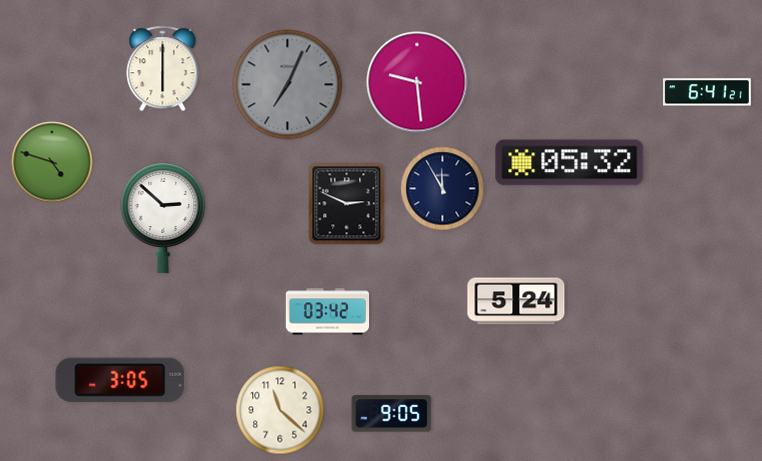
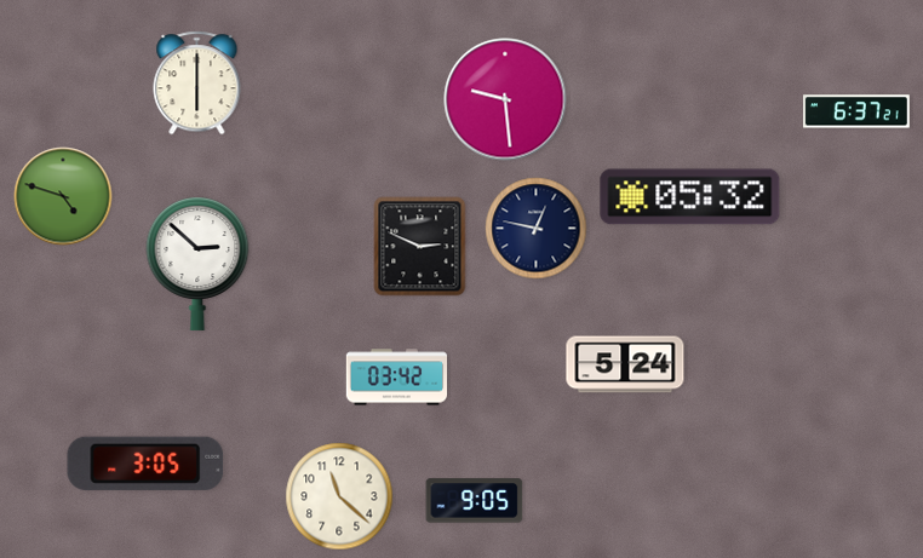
clock at (288, 85): 7:04 -> none
clock at (707, 92): 6:41 -> 6:37
clock at (443, 189): 11:55 -> 12:47
clock at (120, 380) position: (120, 380) -> (145, 464)
